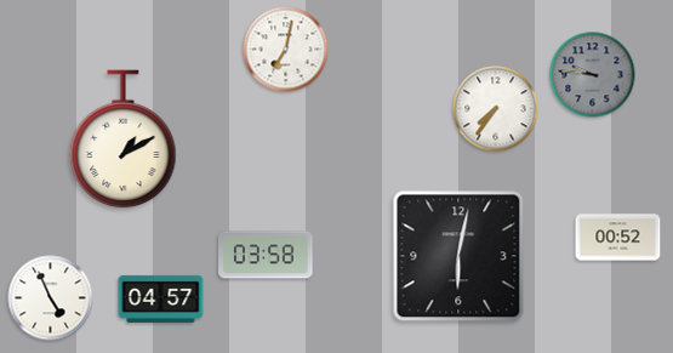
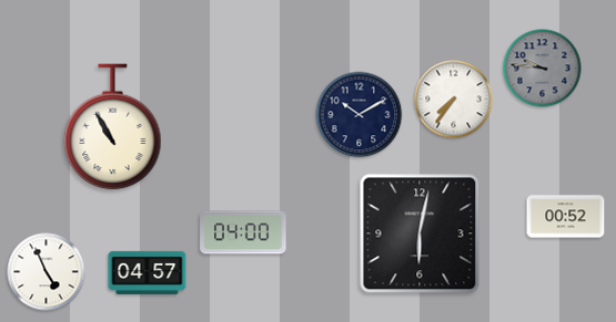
clock at (286, 50): 7:02 -> none
clock at (360, 115): none -> 10:10
clock at (124, 140): 1:10 -> 10:55
clock at (266, 255): 03:58 -> 04:00
